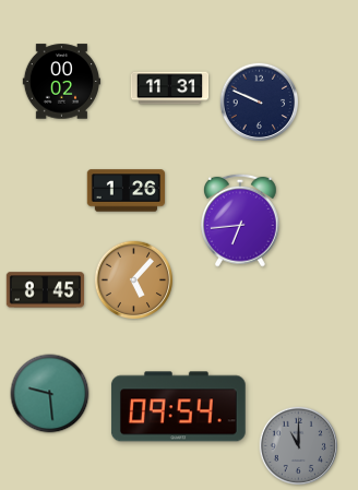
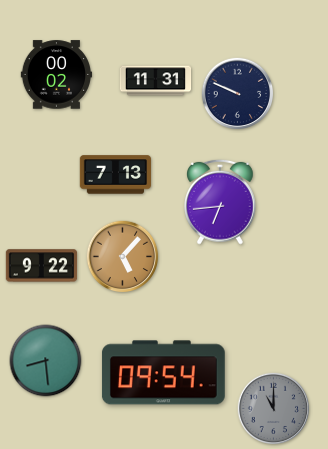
clock at (127, 191): 1:26 -> 7:13
clock at (46, 290): 8:45 -> 9:22
clock at (50, 394): 9:29 -> 8:29
